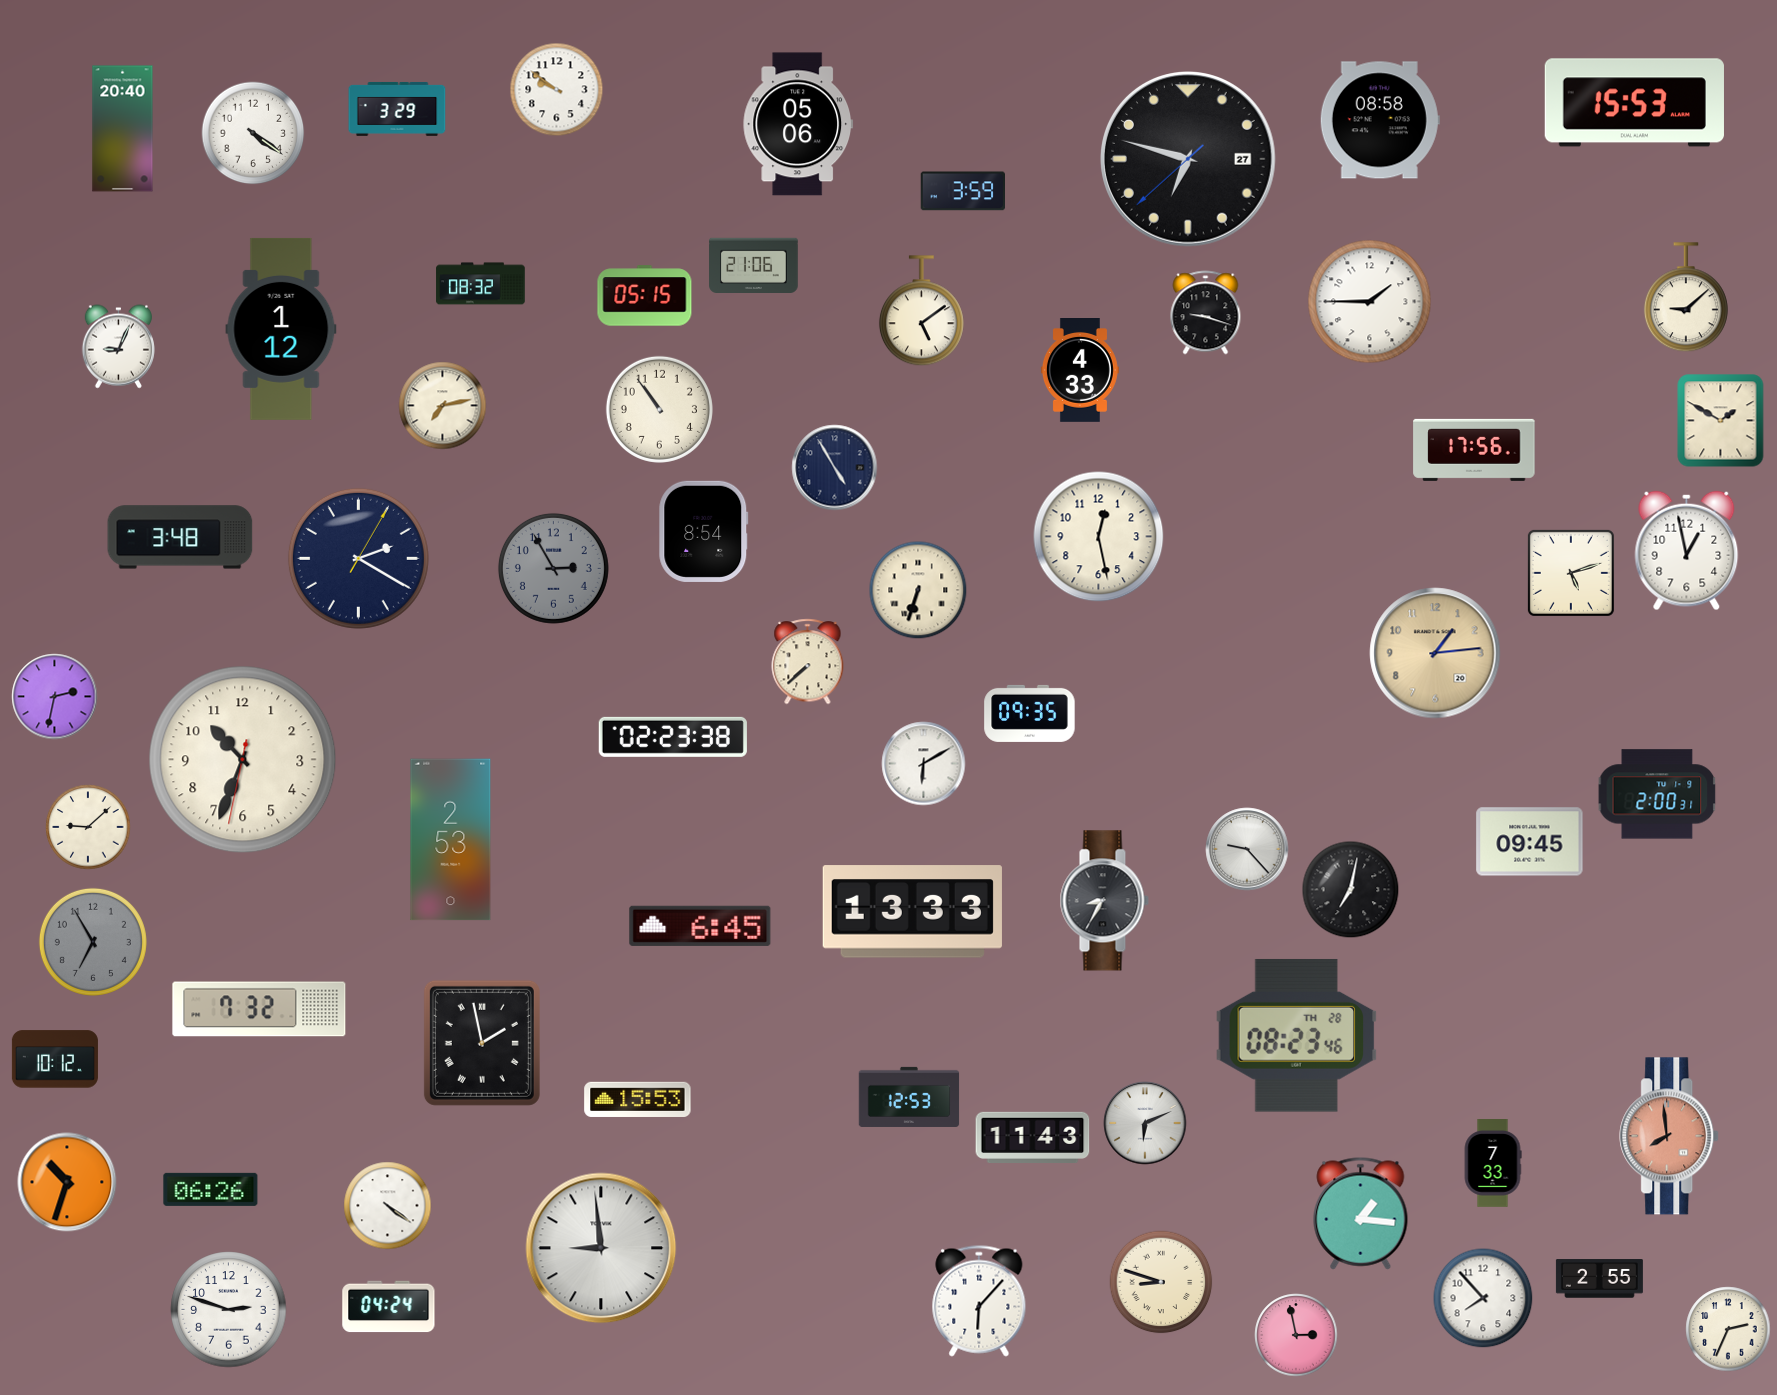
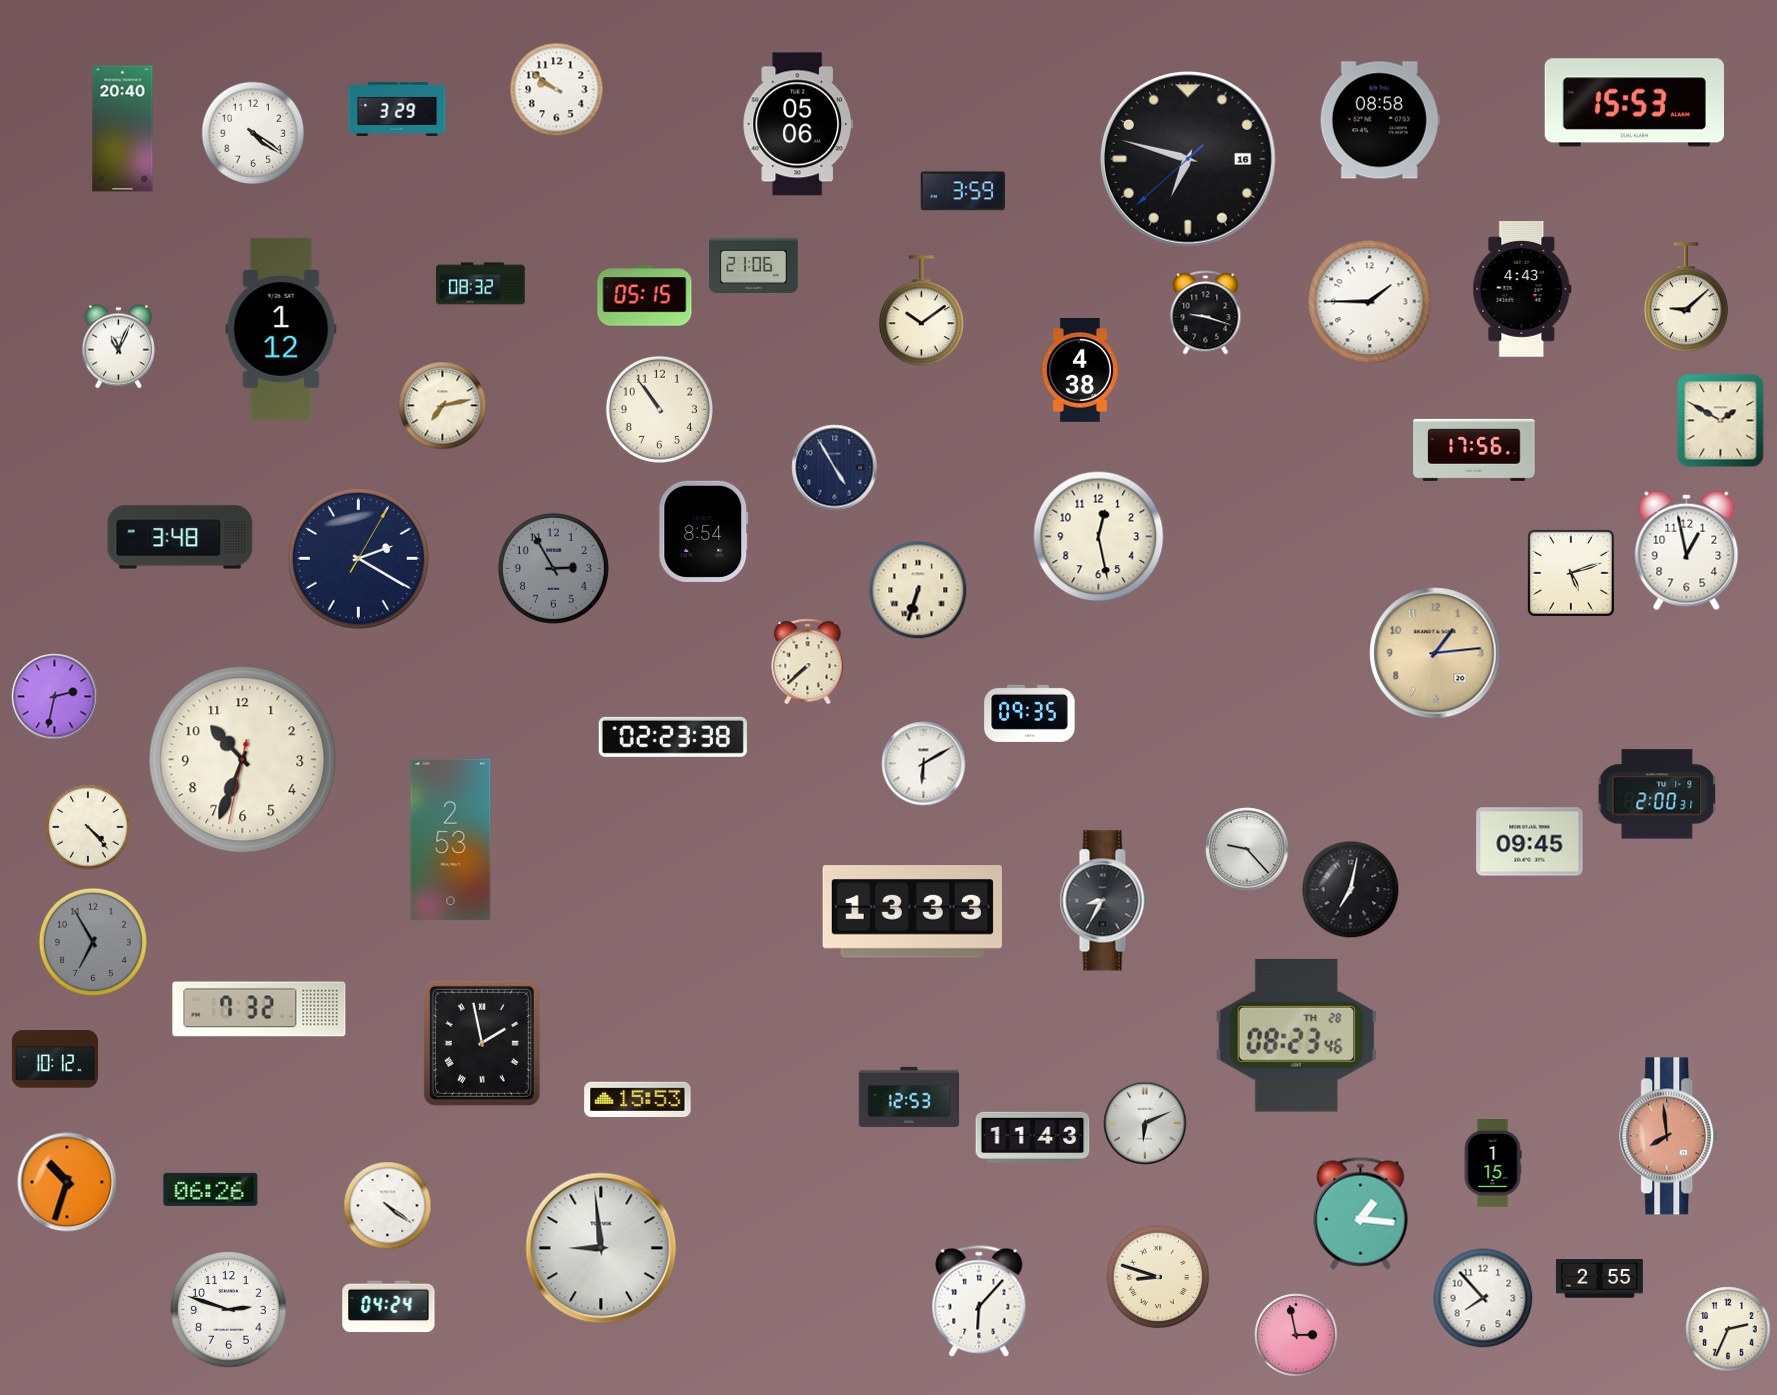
clock at (1189, 160) date: 27 -> 16
clock at (1522, 290): none -> 4:43
clock at (921, 311): 5:09 -> 10:09
clock at (118, 347): 9:04 -> 11:04
clock at (1080, 371): 4:33 -> 4:38
clock at (88, 827): 9:08 -> 4:23
clock at (700, 926): 6:45 -> none
clock at (1493, 1164): 7:33 -> 1:15
clock at (1161, 1282) position: (1161, 1282) -> (1158, 1277)
